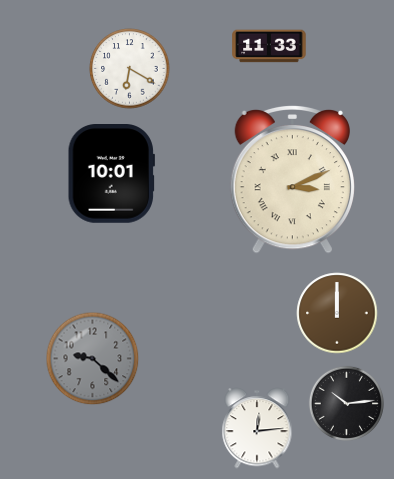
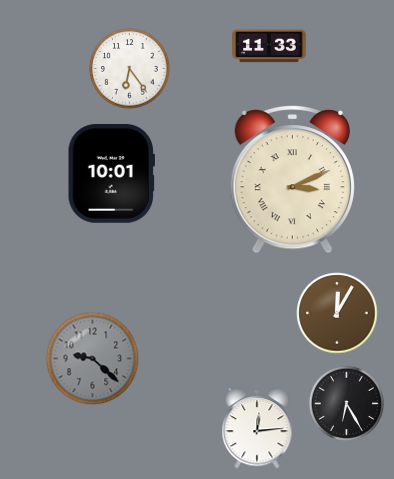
clock at (130, 69): 6:20 -> 6:24
clock at (337, 313): 12:00 -> 12:05
clock at (346, 403): 10:14 -> 6:25
